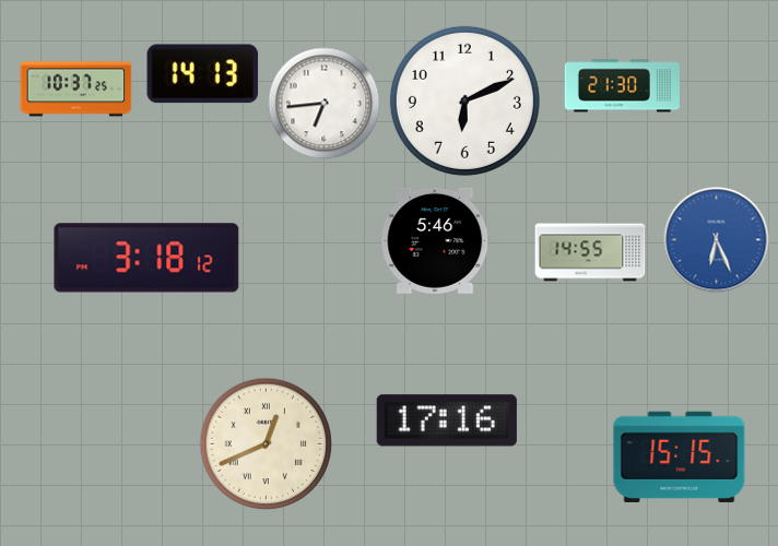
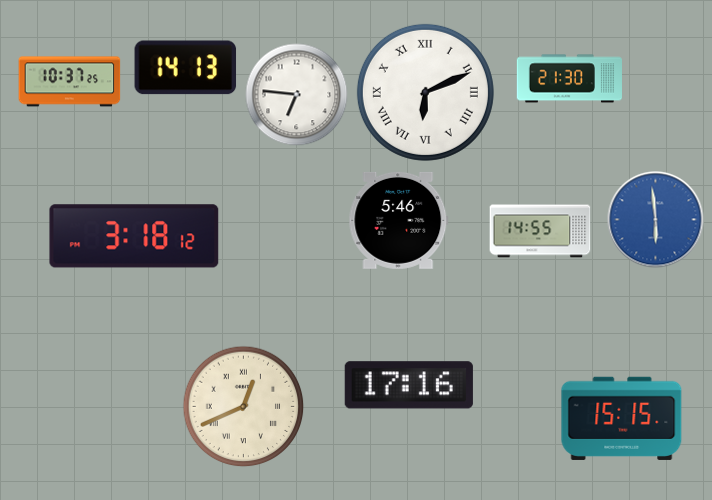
clock at (464, 100) numerals: Arabic -> Roman
clock at (325, 104): 6:44 -> 6:46
clock at (717, 240): 6:26 -> 5:59
